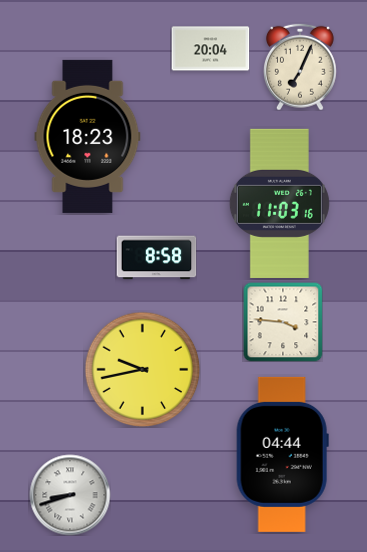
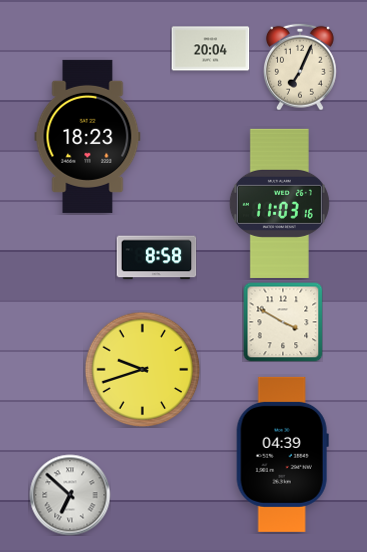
clock at (283, 322): 3:46 -> 3:50
clock at (142, 369): 9:43 -> 9:42
clock at (282, 454): 04:44 -> 04:39
clock at (70, 495): 8:42 -> 6:52
